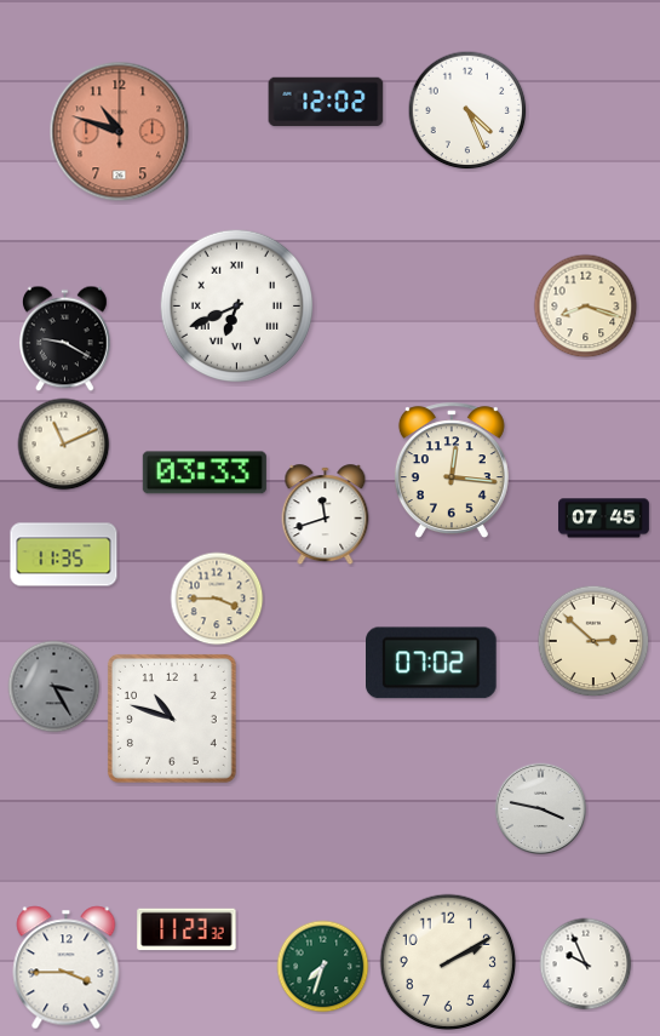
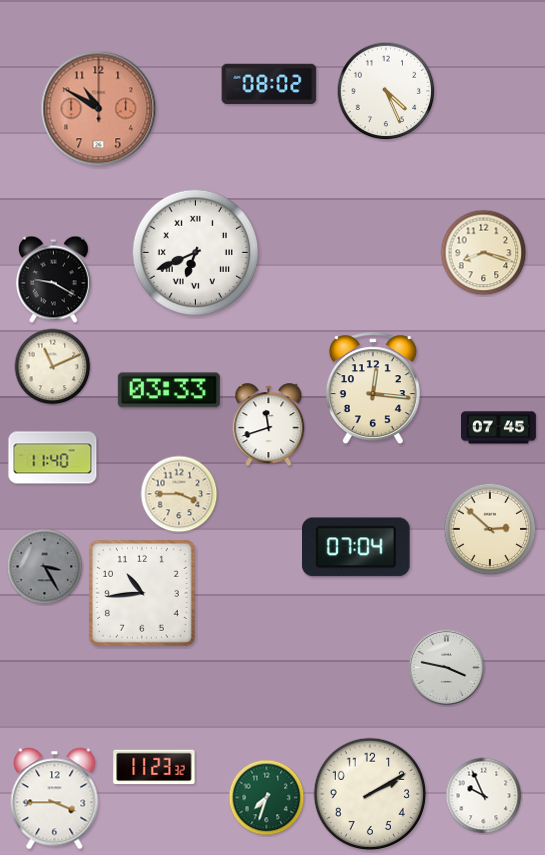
clock at (326, 102): 12:02 -> 08:02
clock at (120, 132): 10:48 -> 10:50
clock at (64, 555): 11:35 -> 11:40
clock at (432, 663): 07:02 -> 07:04
clock at (172, 719): 10:48 -> 10:44
